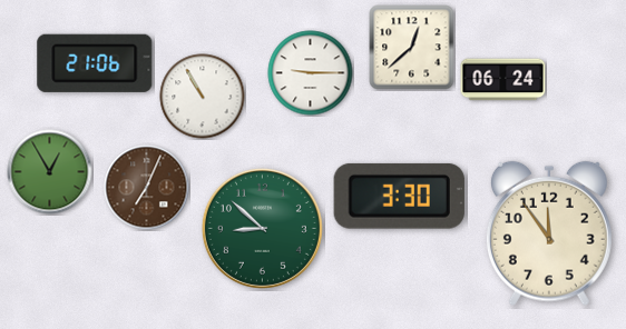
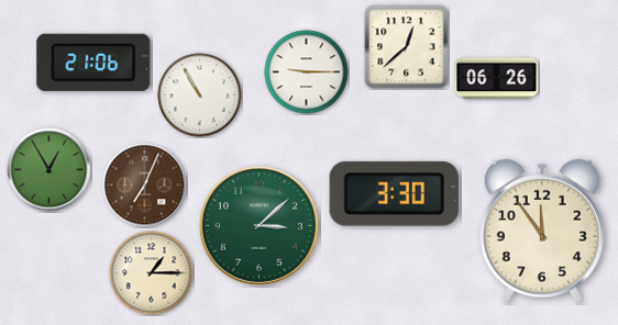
clock at (503, 80): 06:24 -> 06:26
clock at (262, 228): 8:52 -> 3:08
clock at (152, 273): none -> 1:15
